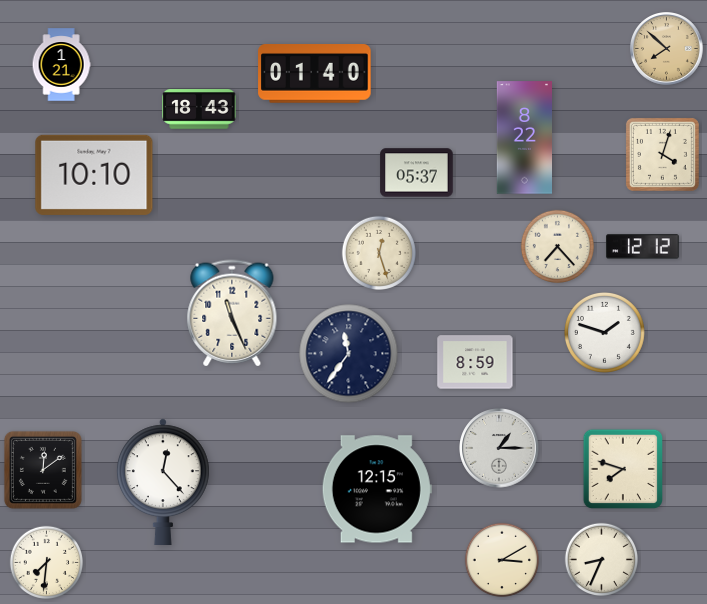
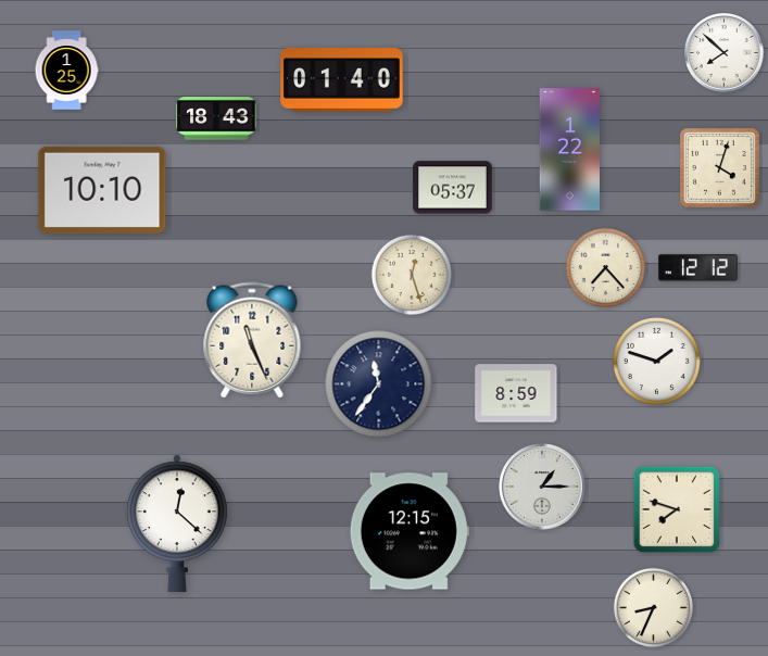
clock at (667, 49) dial: champagne -> white
clock at (61, 65): 1:21 -> 1:25
clock at (525, 138): 8:22 -> 1:22
clock at (43, 470): 12:09 -> none
clock at (163, 481): 12:23 -> 12:22
clock at (501, 559): 3:10 -> none
clock at (46, 562): 7:31 -> none
